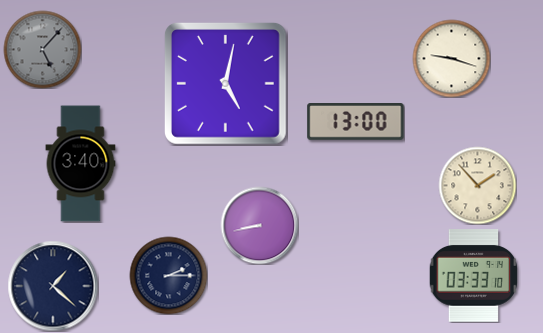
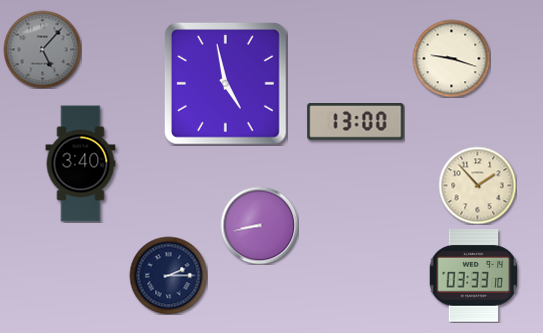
clock at (225, 83): 5:02 -> 4:58
clock at (53, 286): 1:22 -> none
